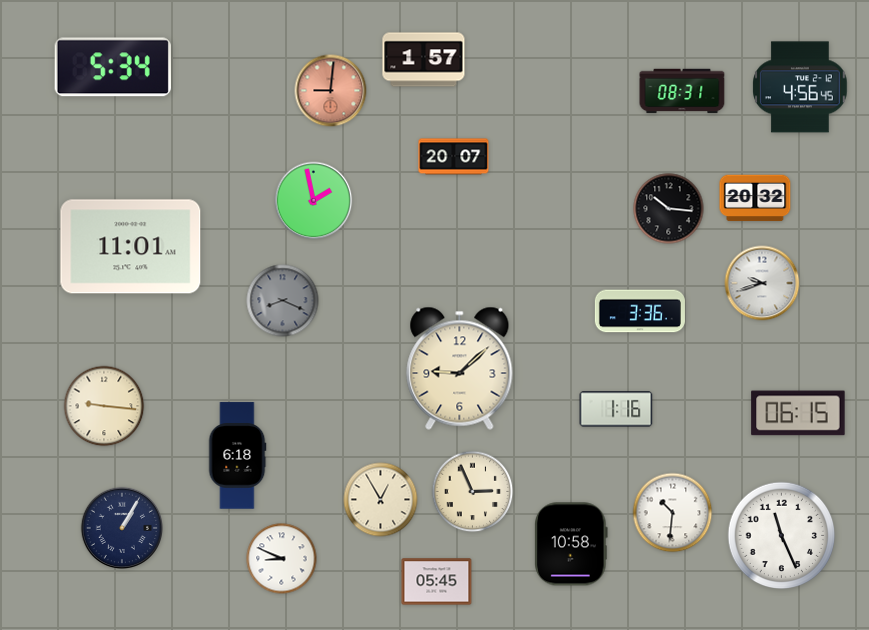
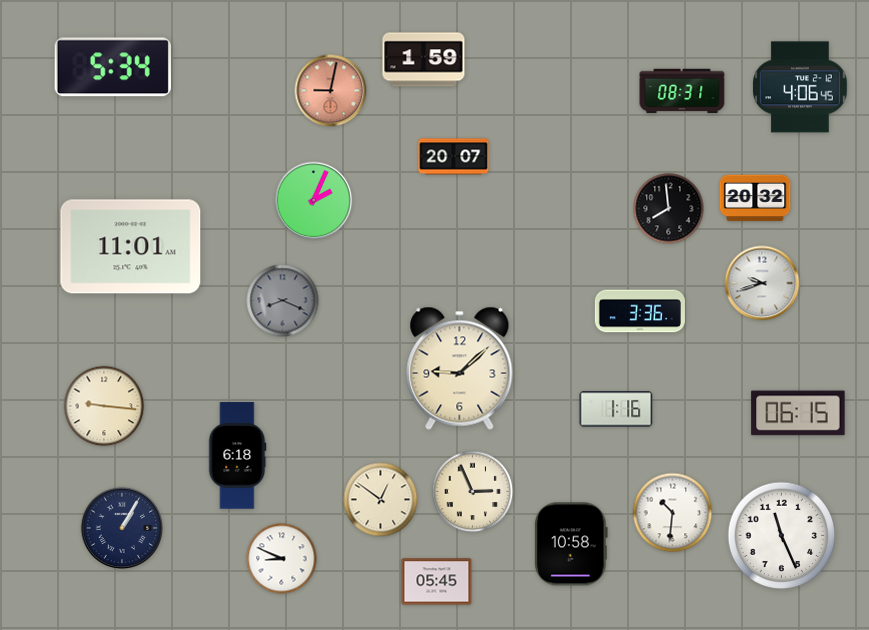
clock at (424, 60): 1:57 -> 1:59
clock at (800, 87): 4:56 -> 4:06
clock at (331, 91): 9:01 -> 9:02
clock at (314, 201): 1:58 -> 2:04
clock at (669, 209): 10:16 -> 7:59
clock at (381, 500): 12:55 -> 12:51
